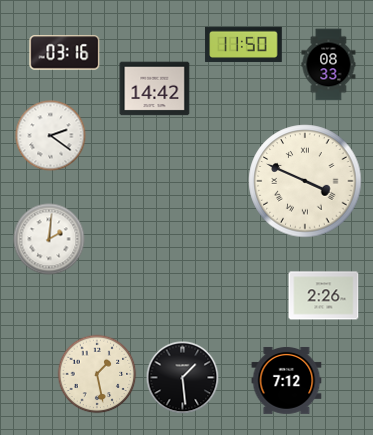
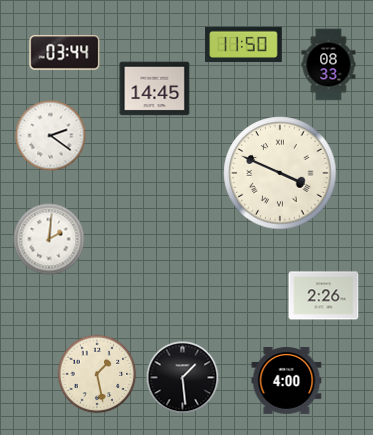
clock at (65, 53): 03:16 -> 03:44
clock at (155, 89): 14:42 -> 14:45
clock at (305, 181) position: (305, 181) -> (280, 173)
clock at (287, 380): 7:12 -> 4:00
